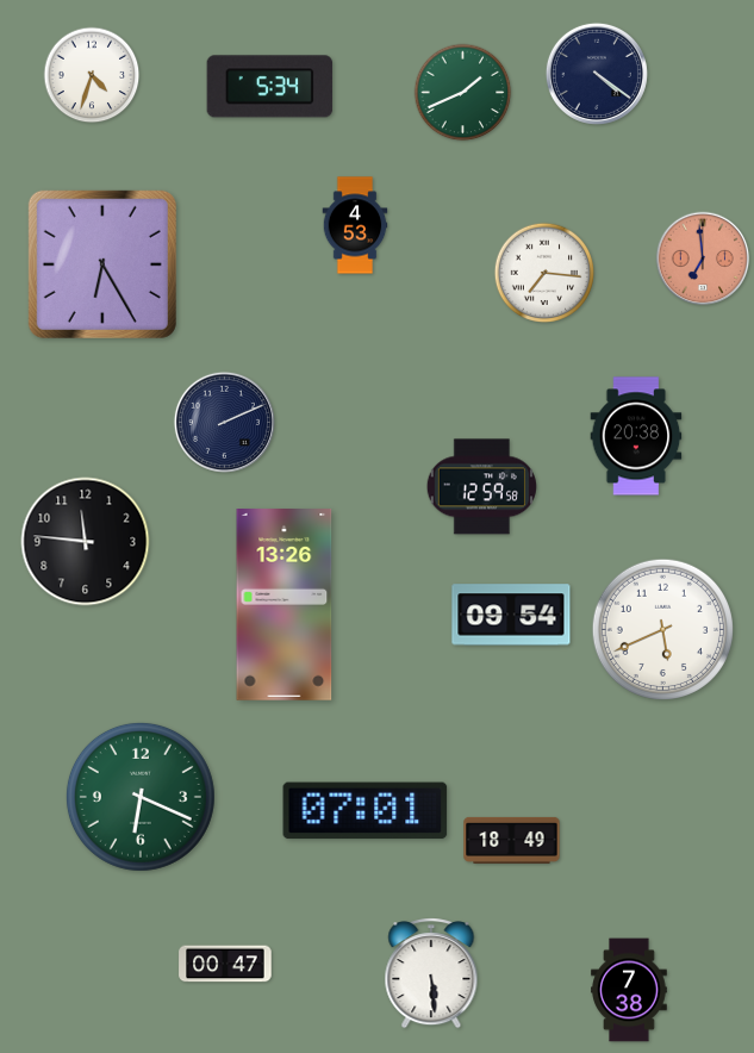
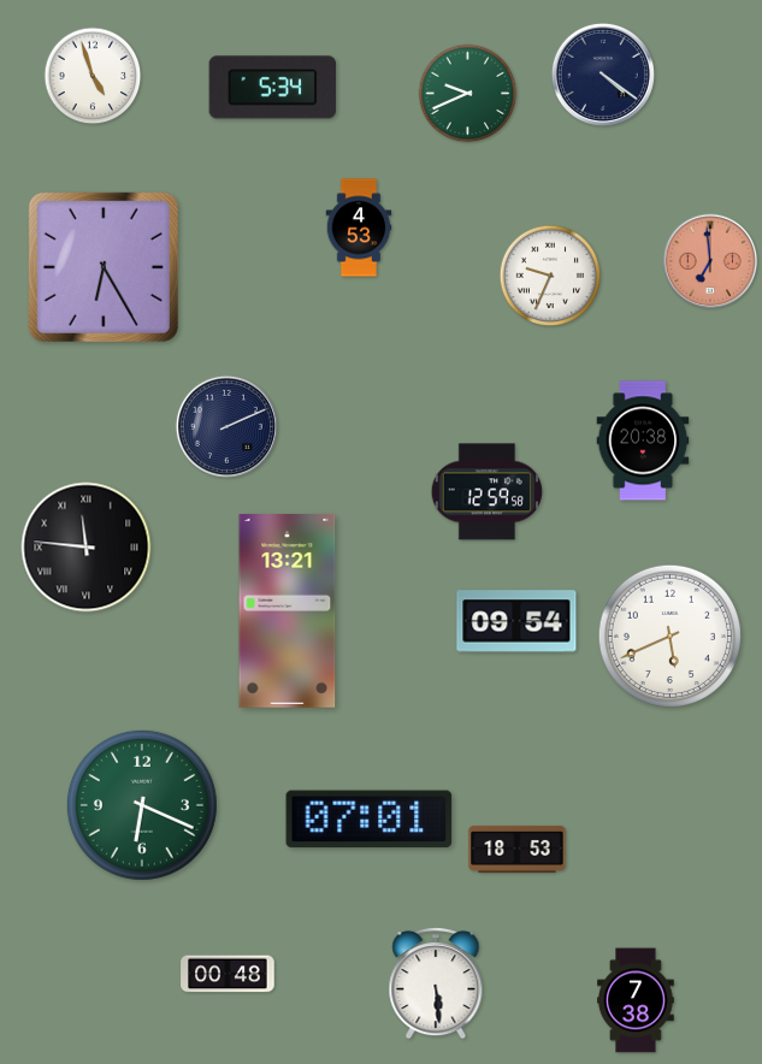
clock at (92, 75): 4:33 -> 4:57
clock at (463, 93): 1:41 -> 9:41
clock at (544, 273): 7:16 -> 9:34
clock at (86, 542) numerals: Arabic -> Roman
clock at (285, 605): 13:26 -> 13:21
clock at (512, 840): 18:49 -> 18:53
clock at (225, 964): 00:47 -> 00:48
